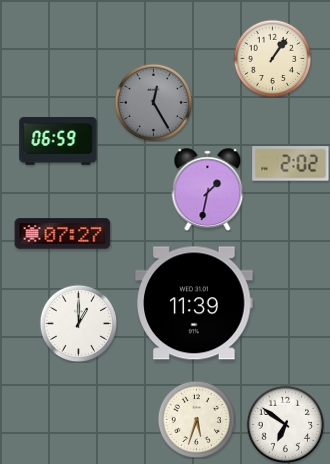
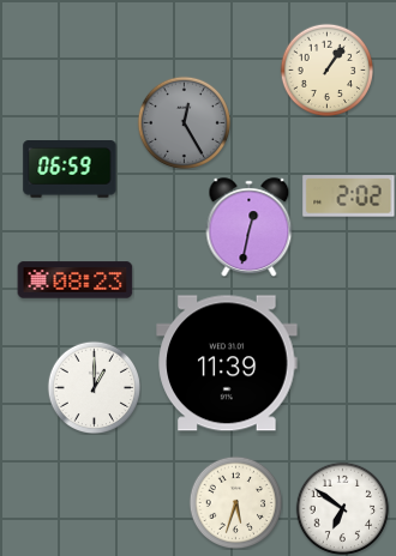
clock at (208, 190): 1:32 -> 12:32
clock at (63, 234): 07:27 -> 08:23
clock at (194, 303) position: (194, 303) -> (227, 363)
